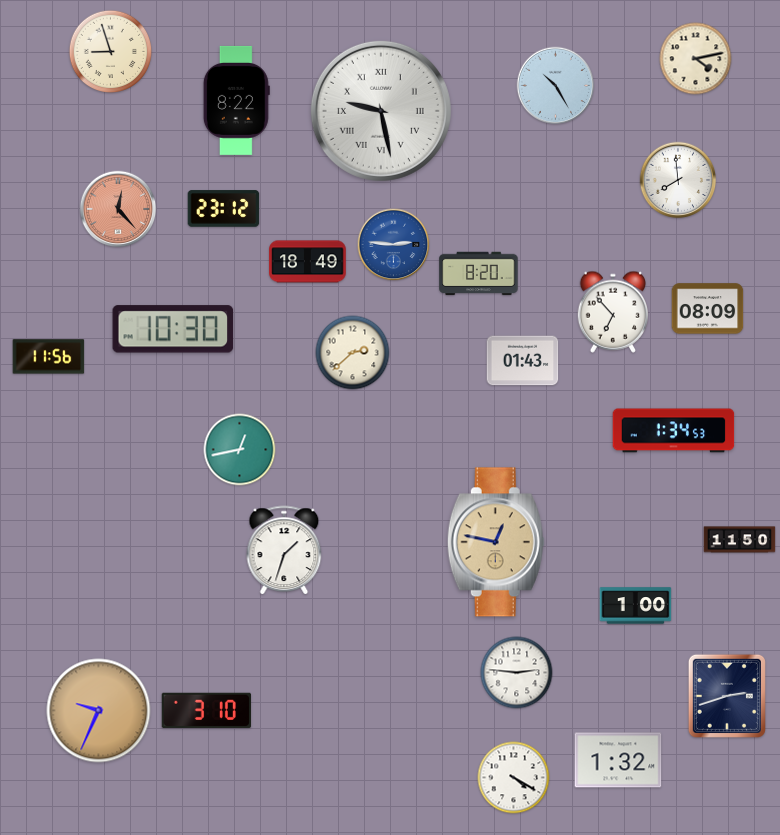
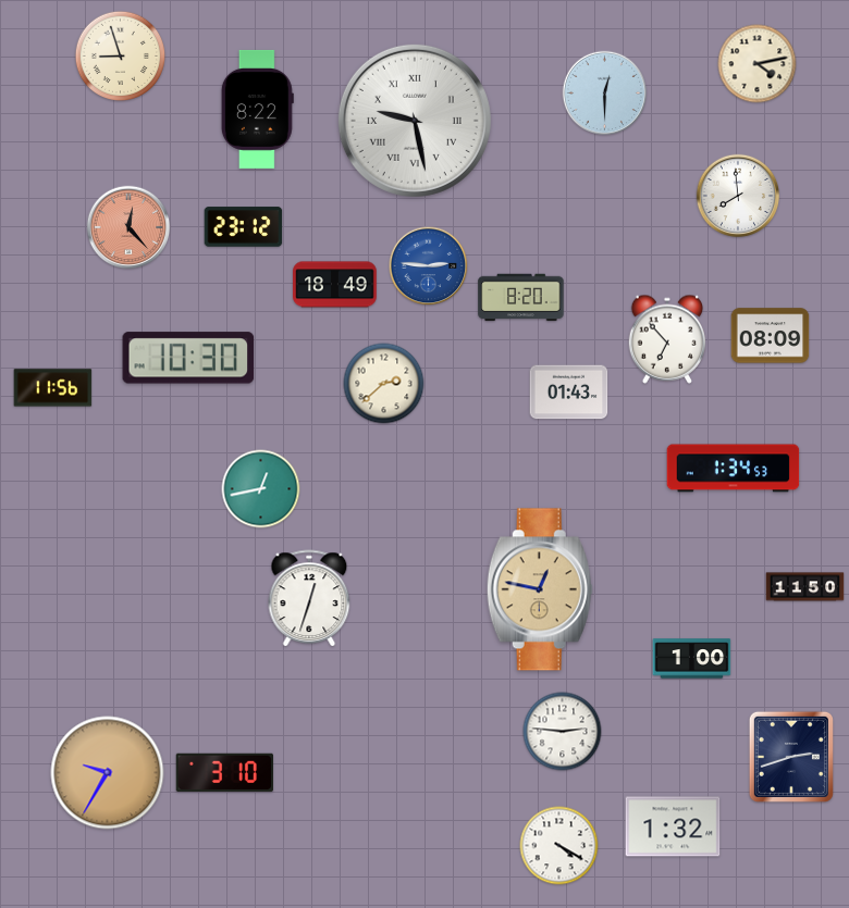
clock at (556, 86): 10:25 -> 12:30
clock at (284, 550): 1:33 -> 12:33
clock at (99, 711): 9:34 -> 9:35
